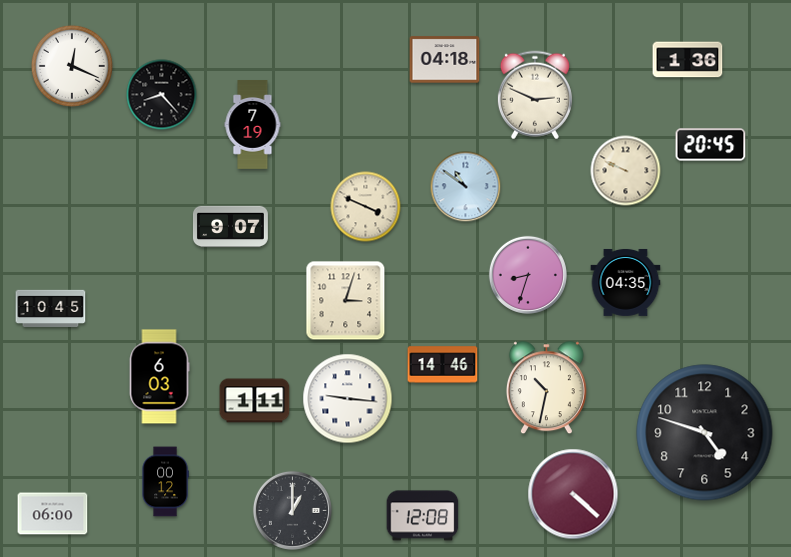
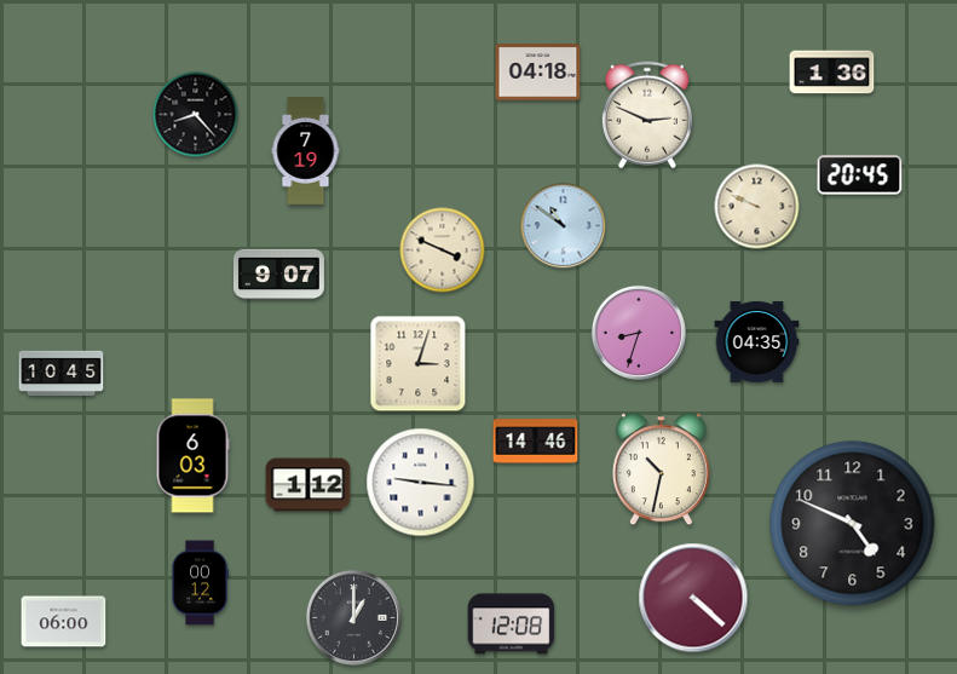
clock at (72, 66): 12:19 -> none
clock at (255, 401): 1:11 -> 1:12
clock at (705, 433): 4:48 -> 4:49
